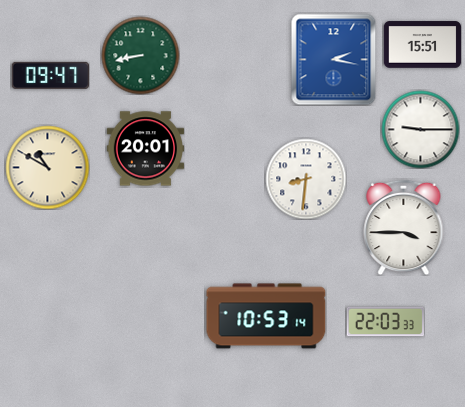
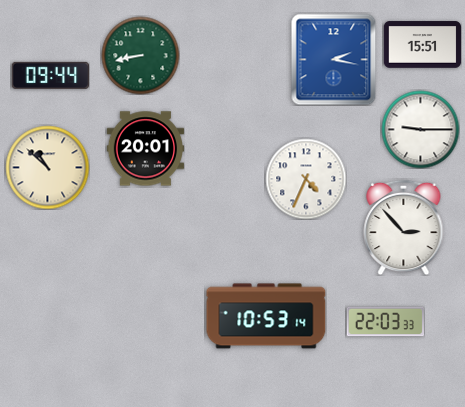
clock at (50, 75): 09:47 -> 09:44
clock at (47, 167): 10:50 -> 10:52
clock at (306, 179): 8:31 -> 4:34
clock at (404, 227): 3:45 -> 2:53
